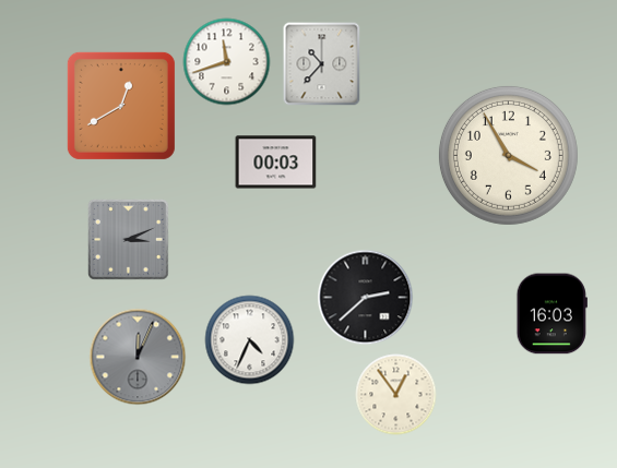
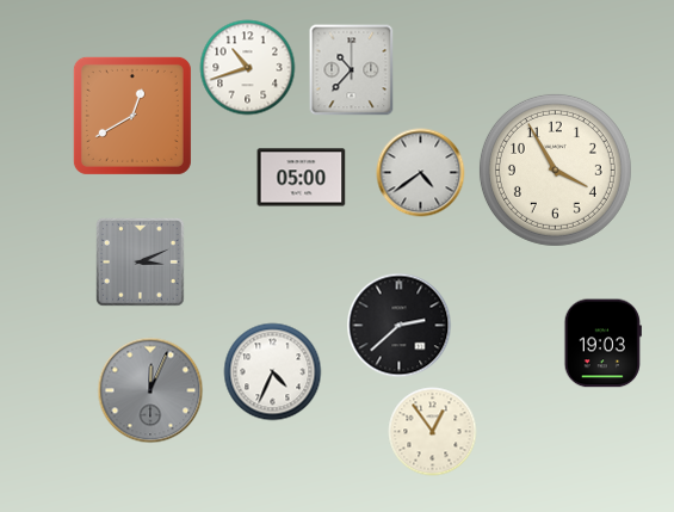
clock at (227, 62): 11:42 -> 10:42
clock at (421, 173): none -> 4:39
clock at (276, 163): 00:03 -> 05:00
clock at (551, 314): 16:03 -> 19:03
